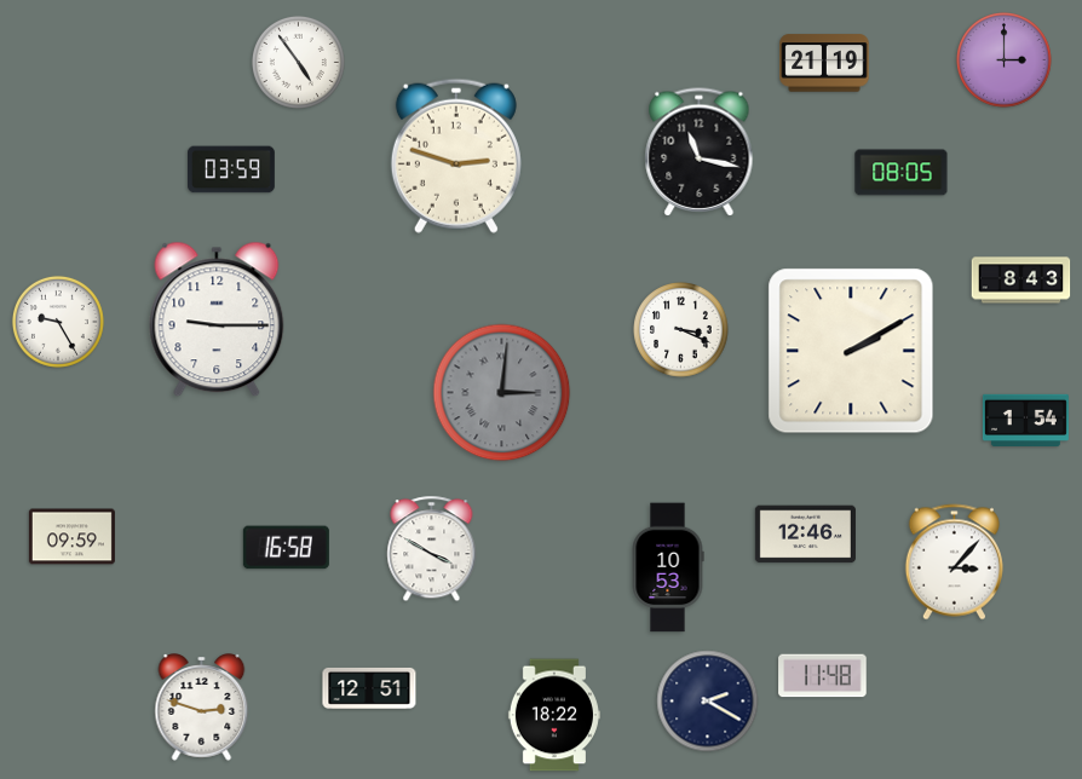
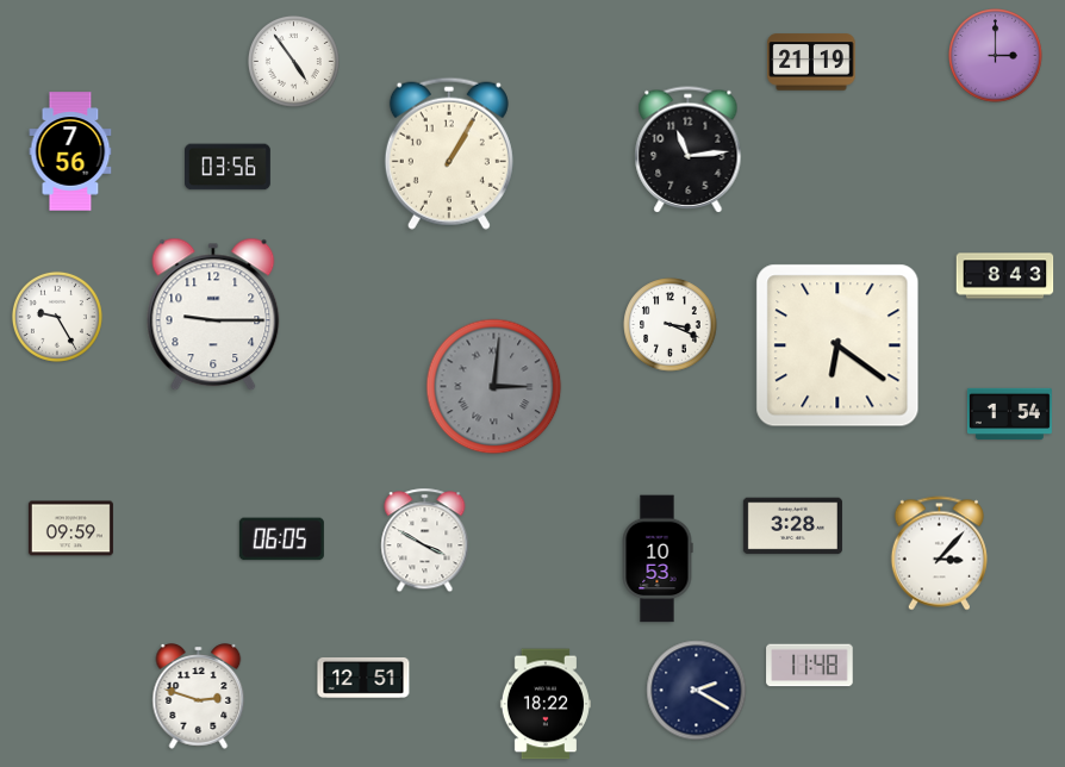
clock at (1005, 60) position: (1005, 60) -> (996, 56)
clock at (700, 152): 11:17 -> 11:14
clock at (70, 151): none -> 7:56
clock at (456, 156): 2:48 -> 1:05
clock at (232, 169): 03:59 -> 03:56
clock at (902, 173): 08:05 -> none
clock at (851, 351): 2:10 -> 6:21
clock at (805, 535): 12:46 -> 3:28
clock at (286, 548): 16:58 -> 06:05
